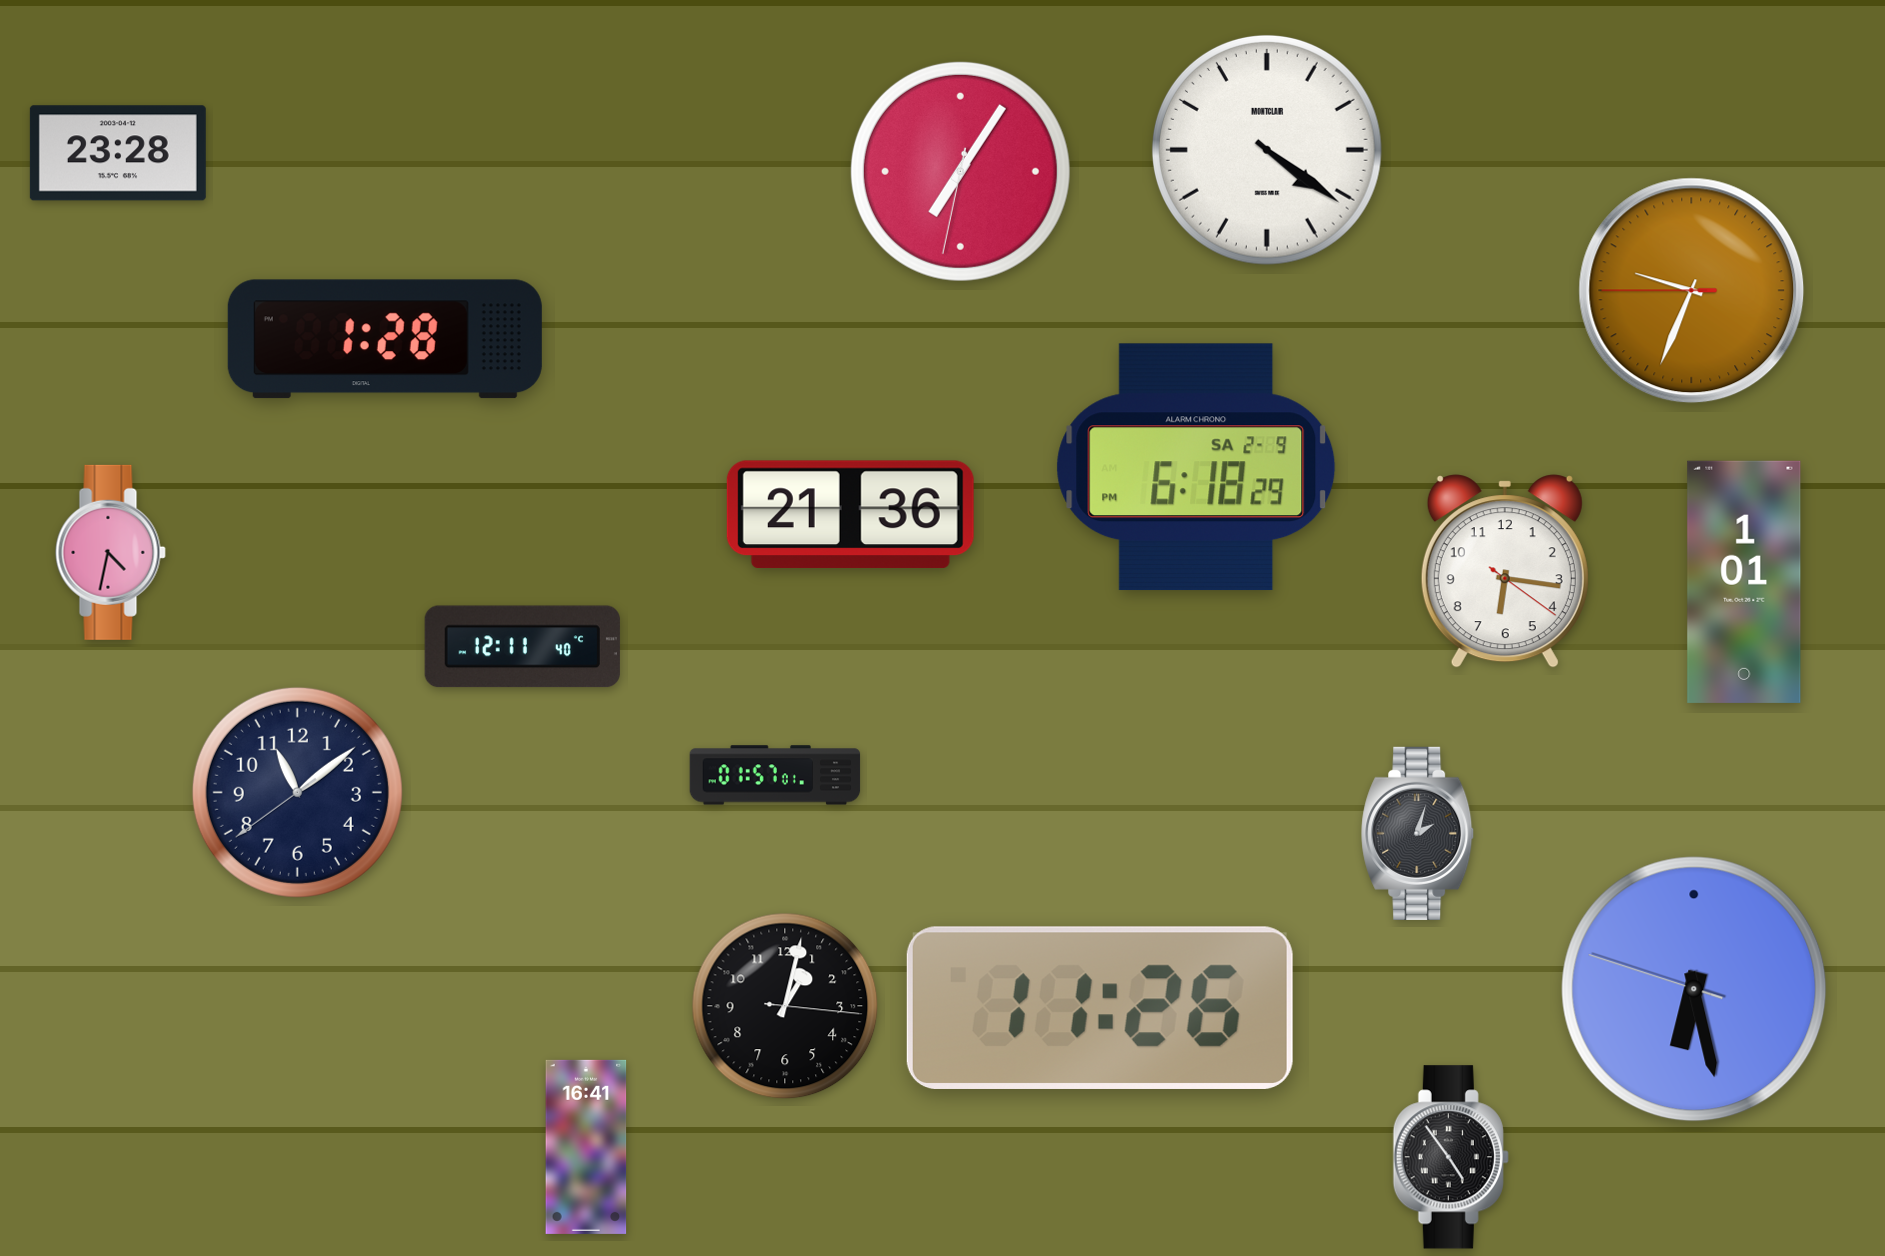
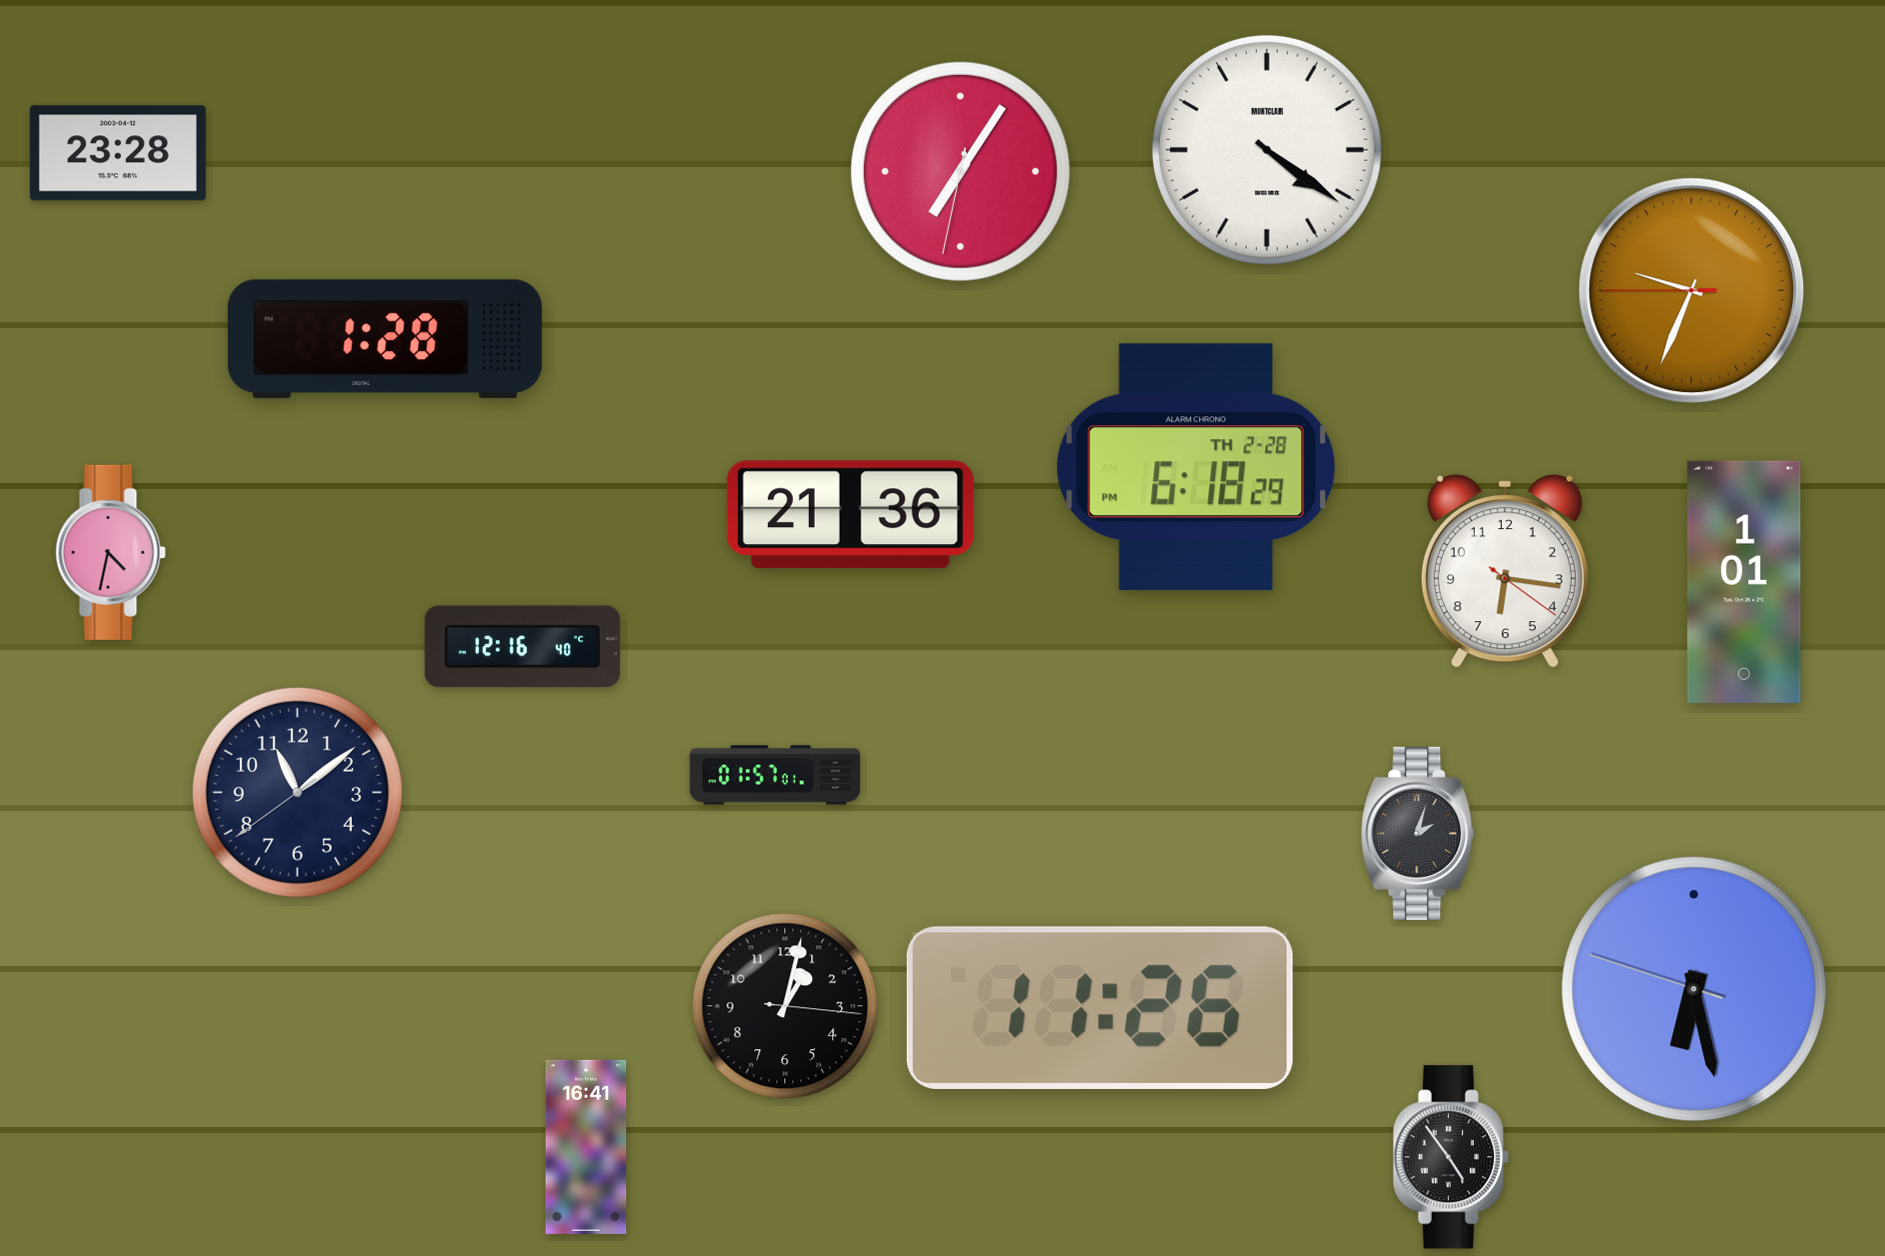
clock at (1196, 467) date: SA 2-9 -> TH 2-28
clock at (522, 647): 12:11 -> 12:16
